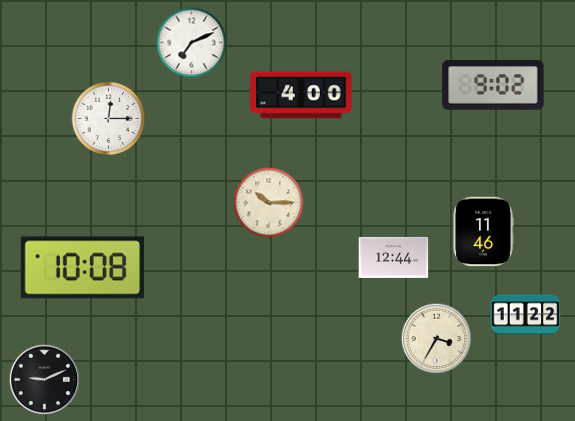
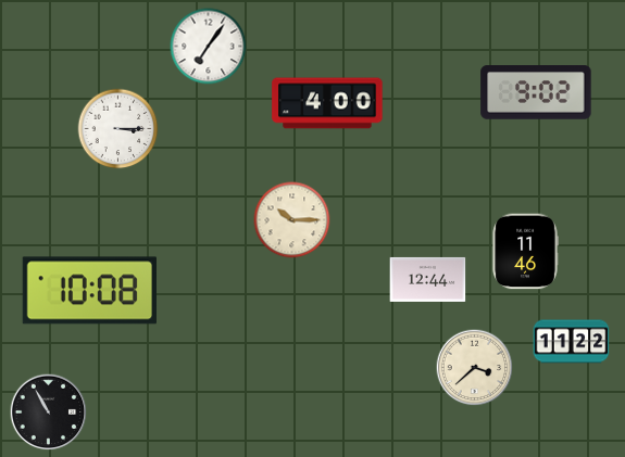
clock at (192, 43): 7:11 -> 7:06
clock at (109, 119): 12:15 -> 3:15
clock at (437, 339): 3:35 -> 3:38
clock at (45, 380): 9:11 -> 10:55
